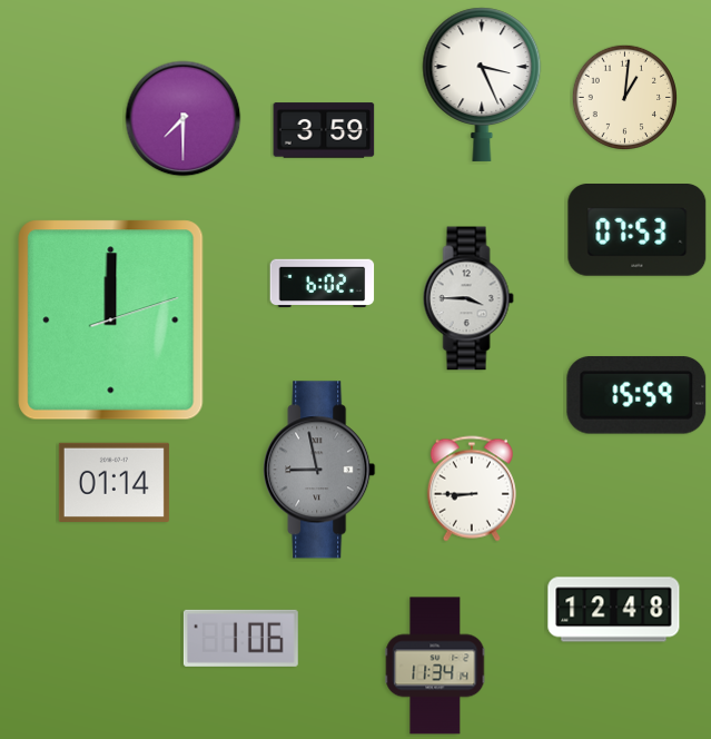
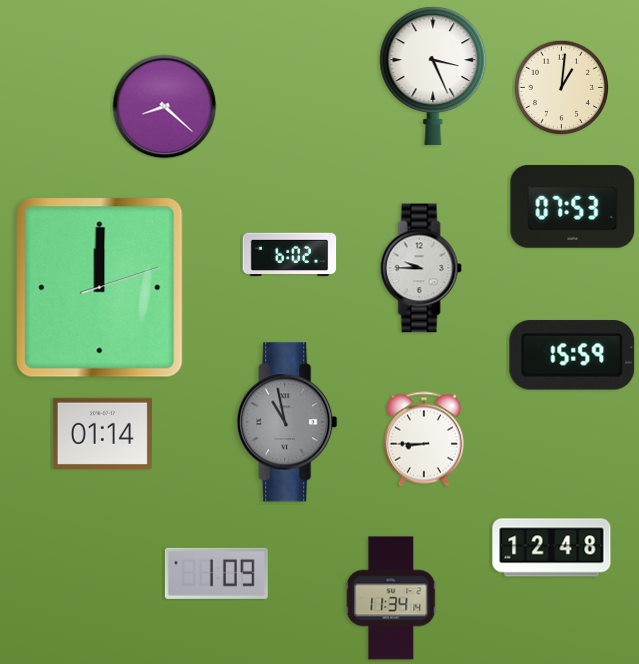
clock at (184, 119): 7:30 -> 8:22
clock at (324, 130): 3:59 -> none
clock at (468, 298): 3:45 -> 9:45
clock at (319, 470): 8:58 -> 10:58
clock at (240, 638): 1:06 -> 1:09
